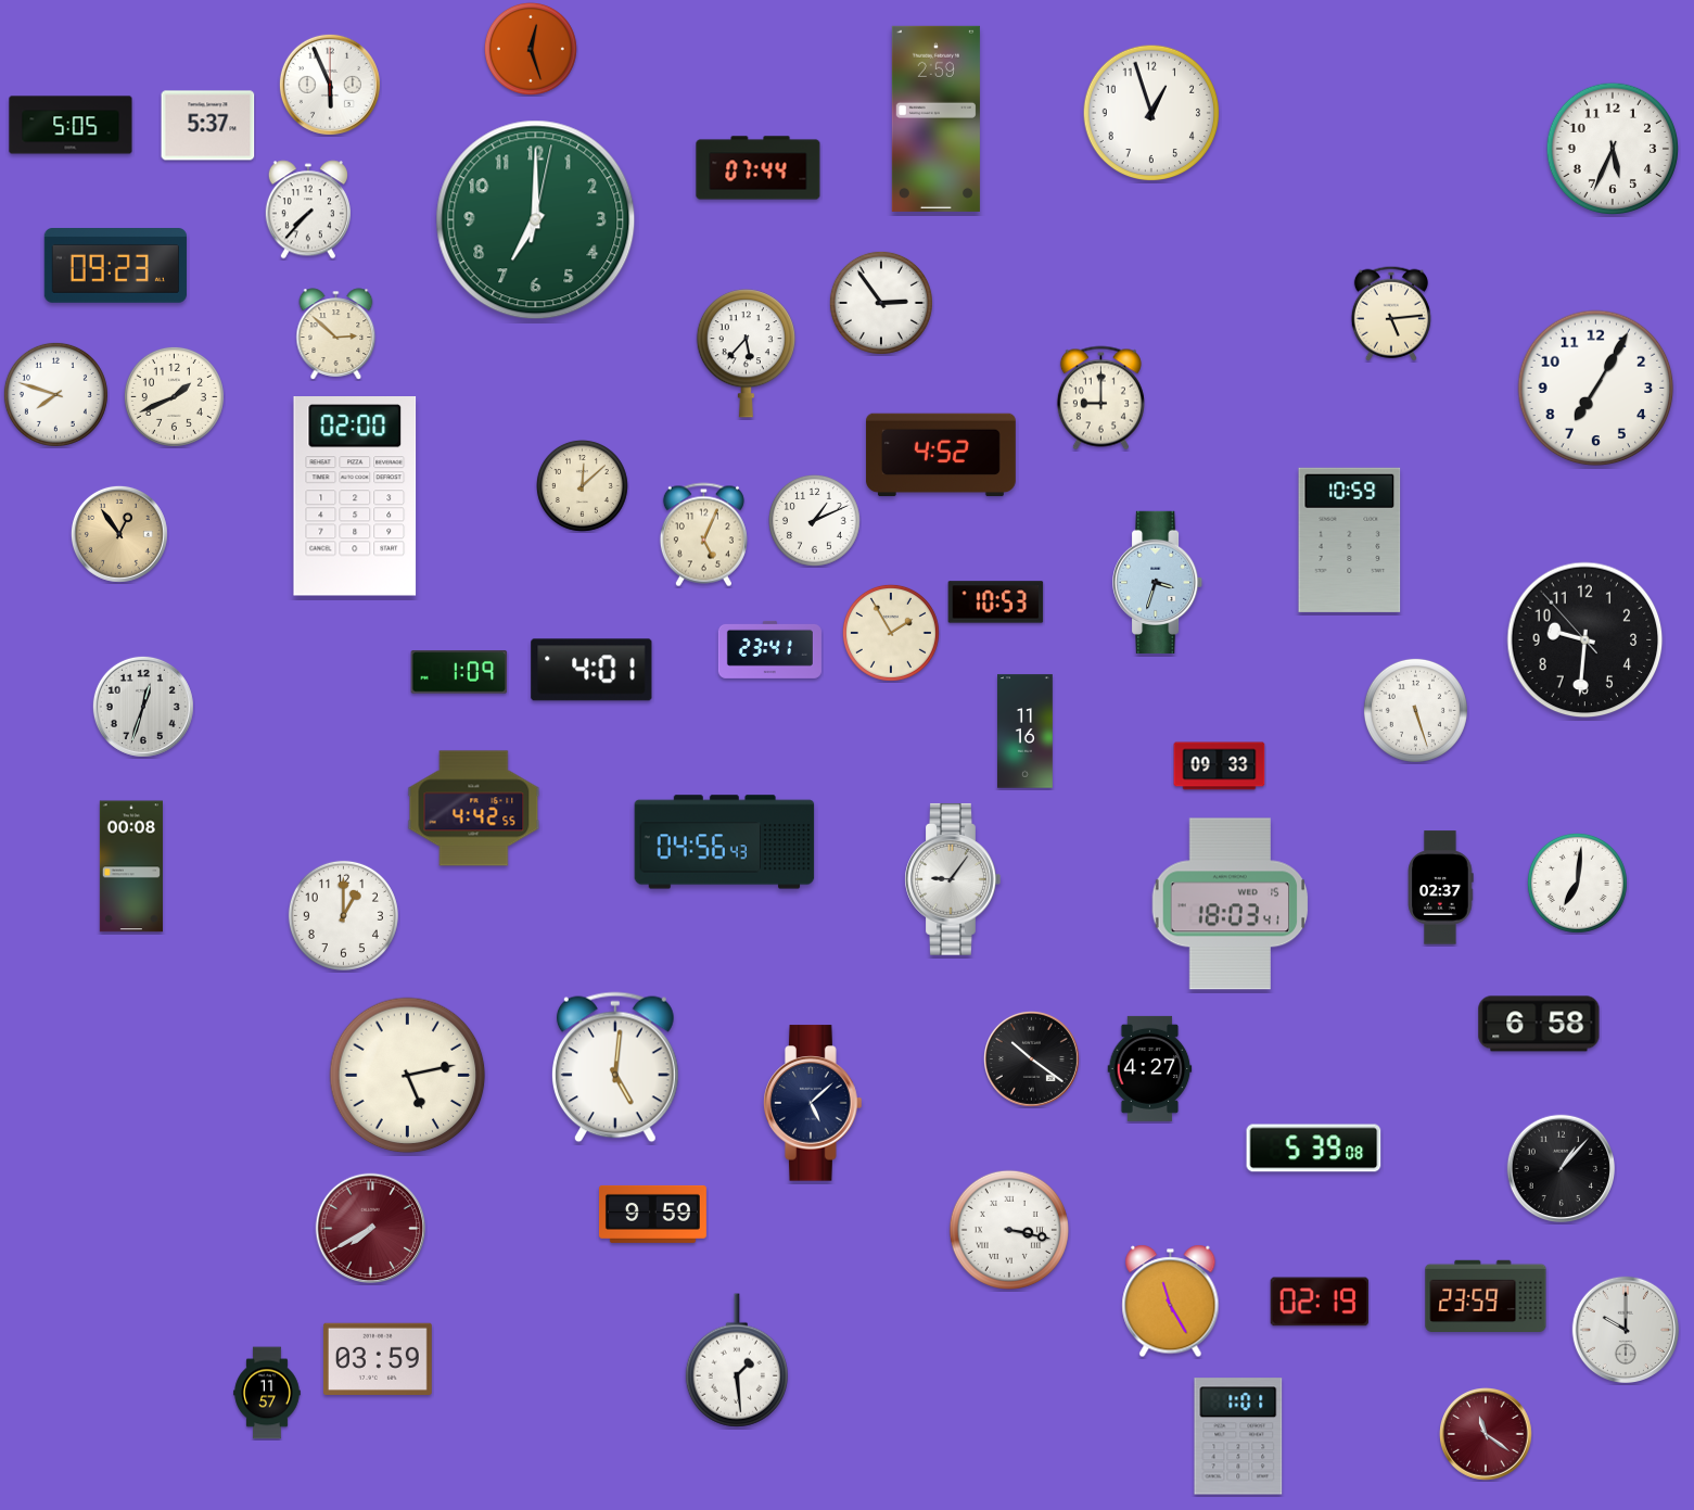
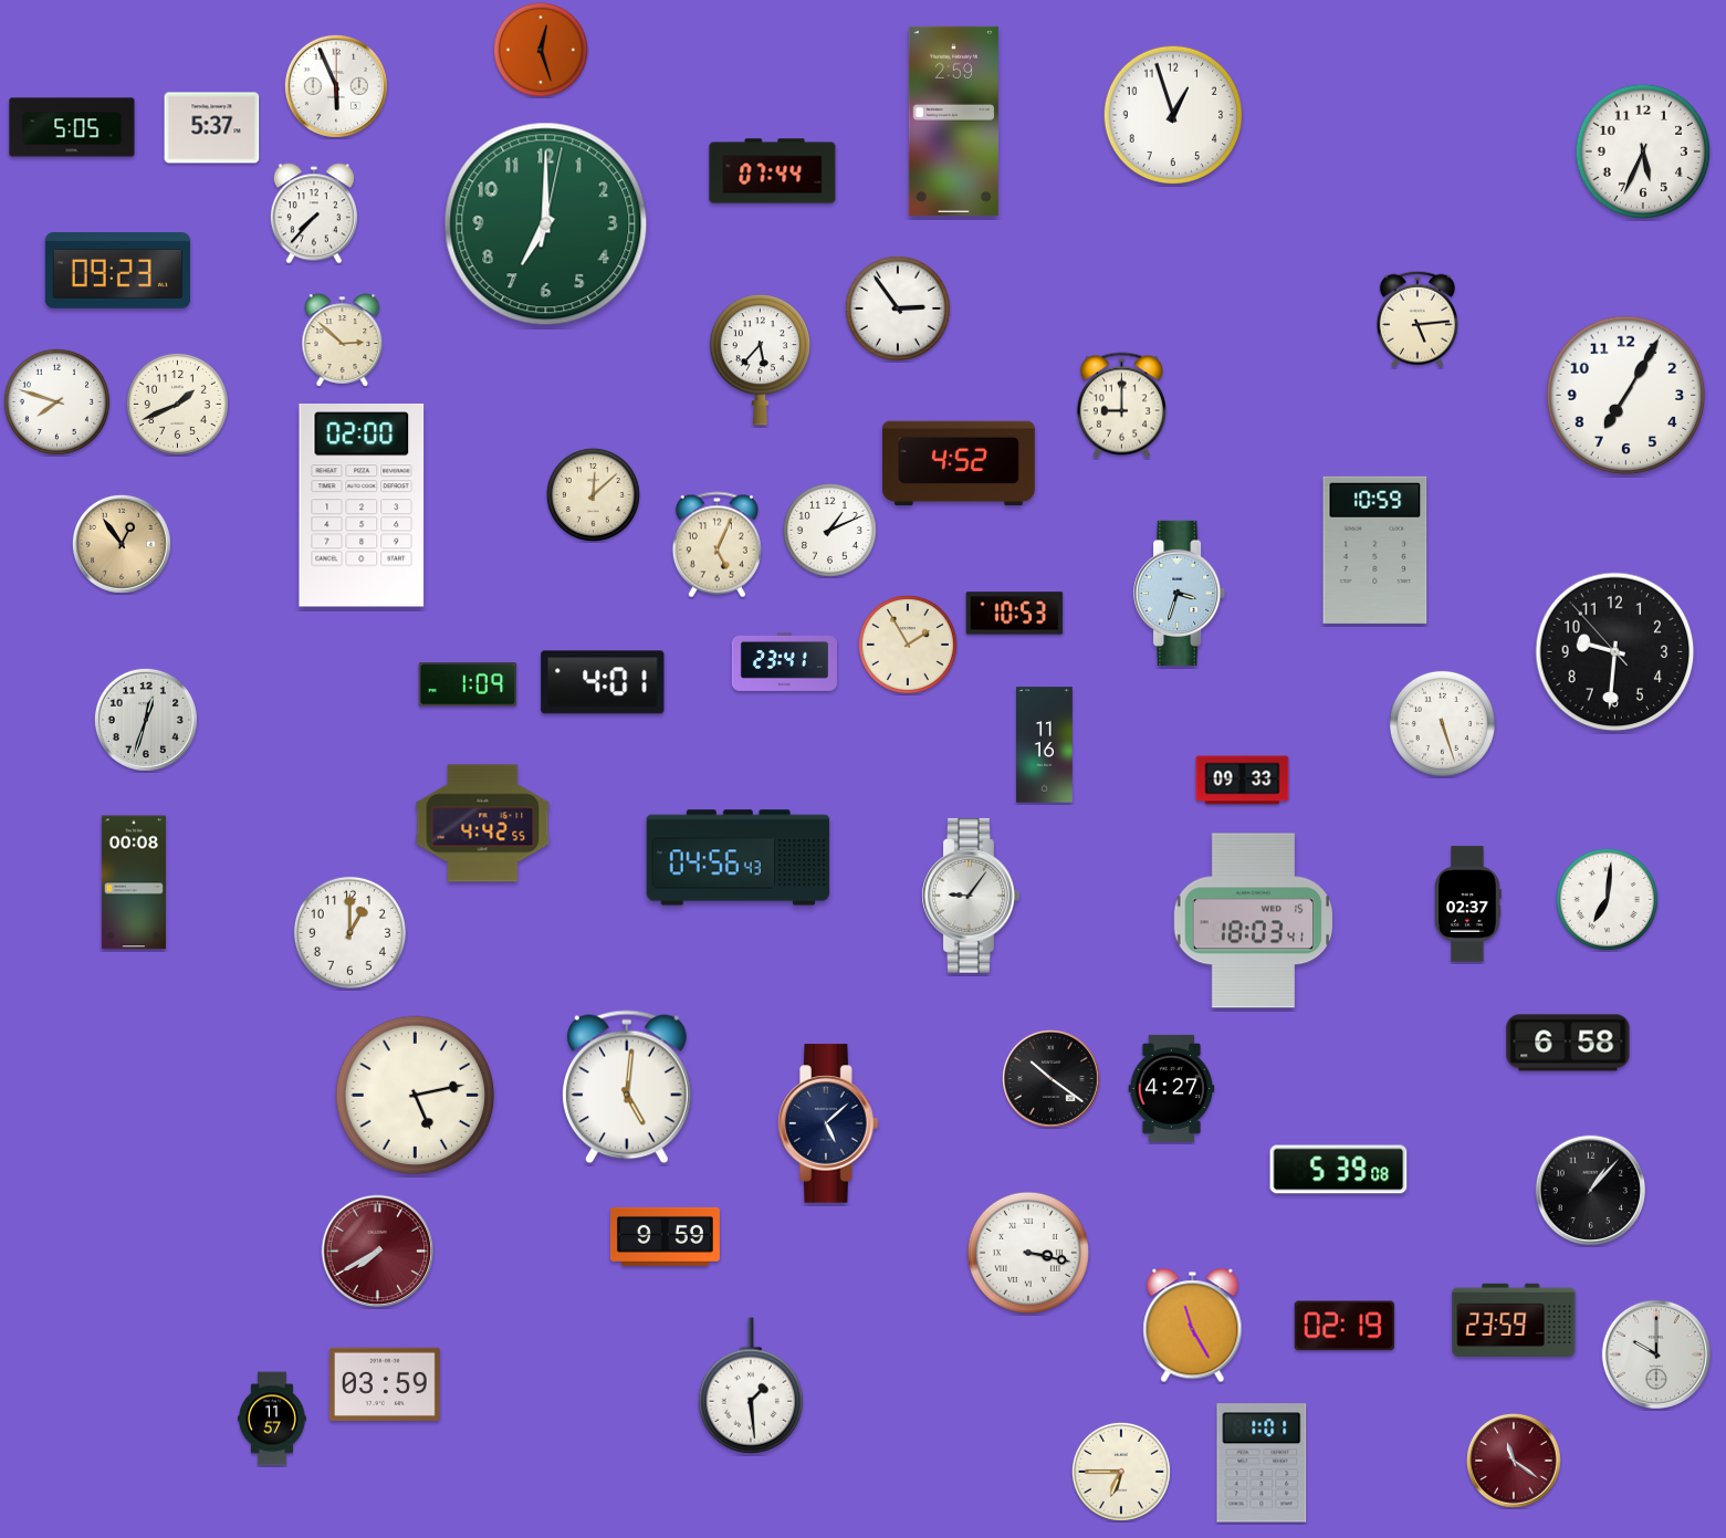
clock at (1121, 1472): none -> 6:45
